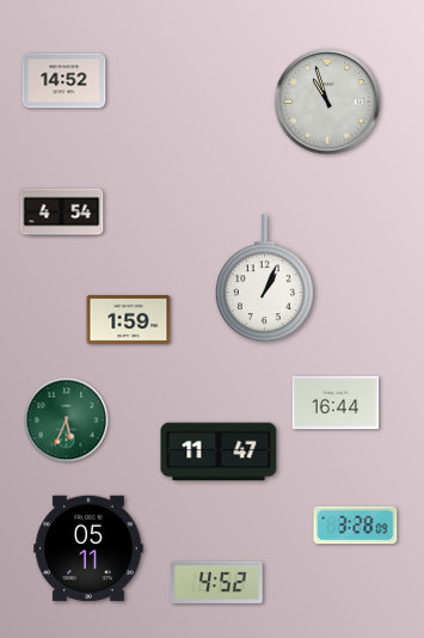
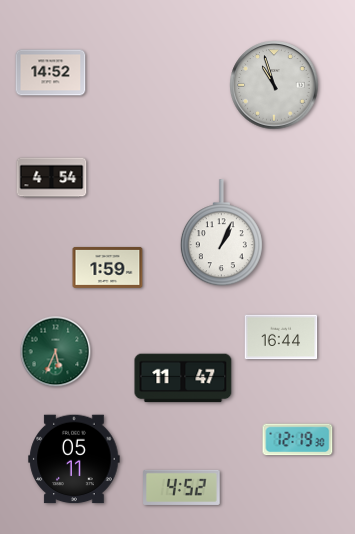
clock at (64, 81) position: (64, 81) -> (51, 73)
clock at (356, 526): 3:28 -> 12:19
